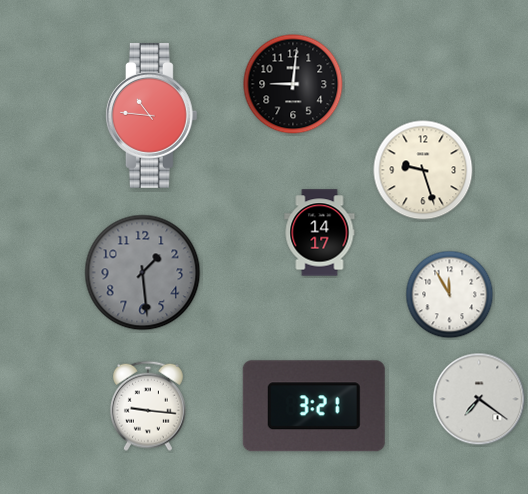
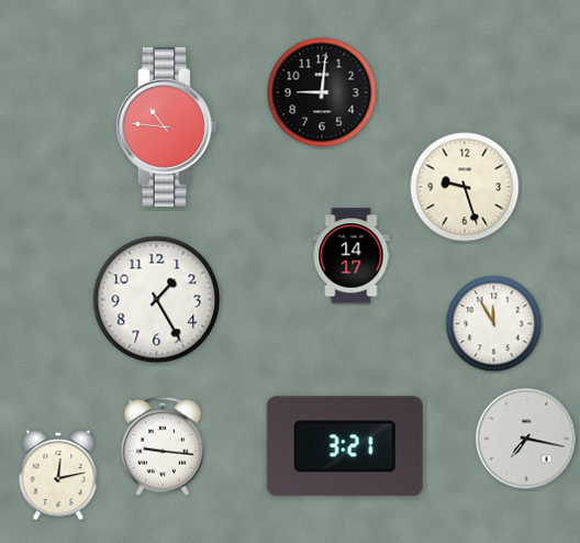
clock at (143, 273): 1:29 -> 1:25
clock at (143, 273) dial: grey -> white
clock at (479, 399): 7:21 -> 7:17
clock at (58, 475): none -> 12:13
